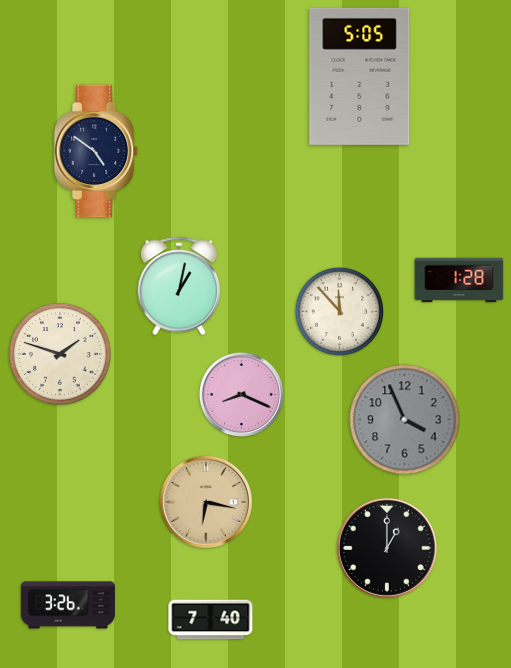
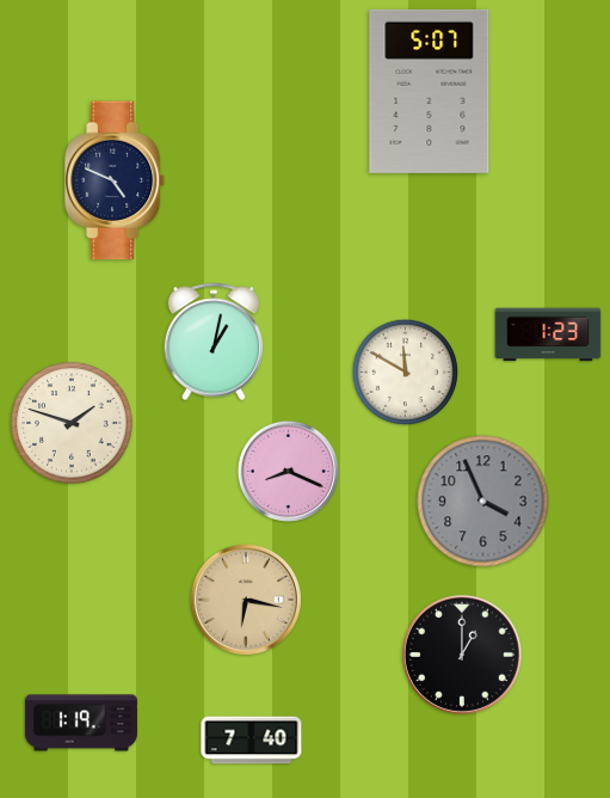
clock at (360, 76): 5:05 -> 5:07
clock at (96, 151): 4:51 -> 4:49
clock at (459, 280): 1:28 -> 1:23
clock at (339, 311): 11:53 -> 11:50
clock at (68, 605): 3:26 -> 1:19
